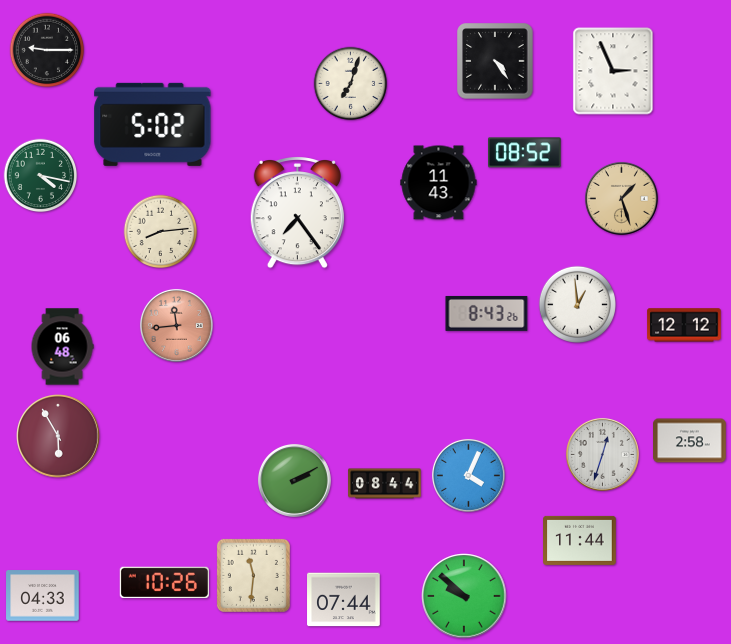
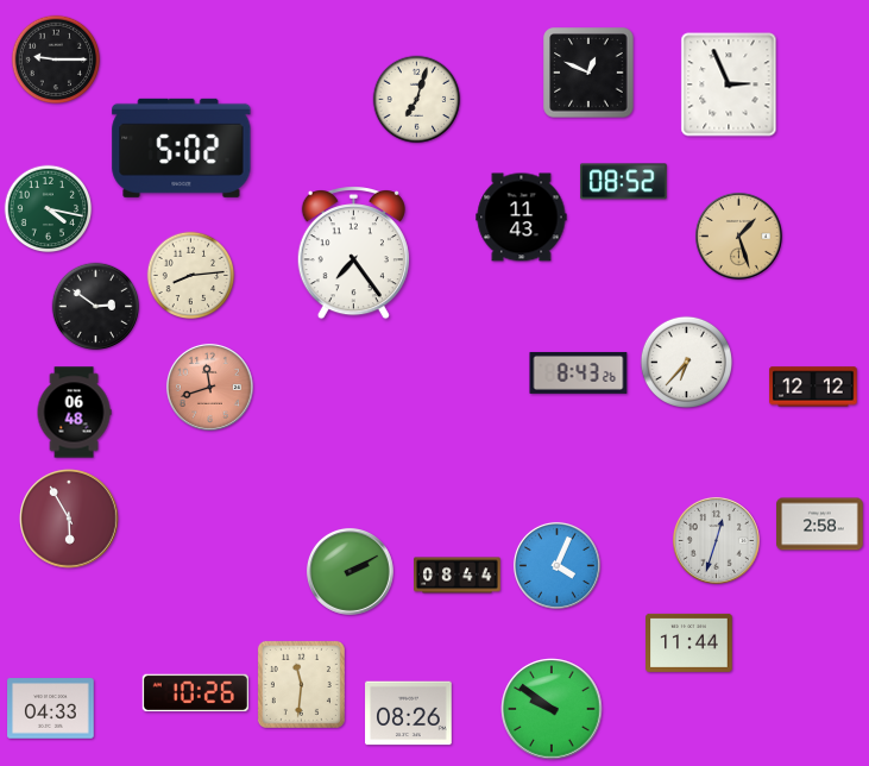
clock at (495, 61): 4:24 -> 12:49
clock at (96, 307): none -> 2:51
clock at (577, 304): 12:59 -> 6:37
clock at (176, 325): 11:44 -> 11:42
clock at (464, 596): 9:52 -> 9:51
clock at (344, 600): 07:44 -> 08:26
